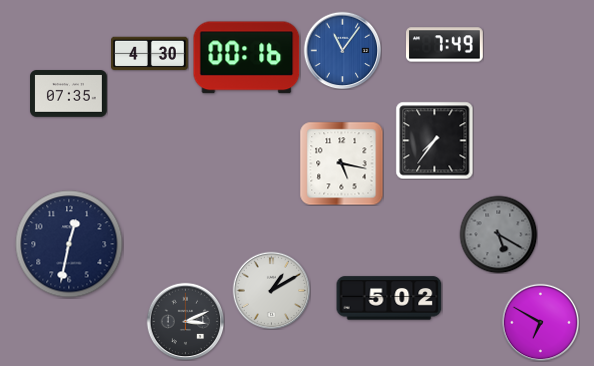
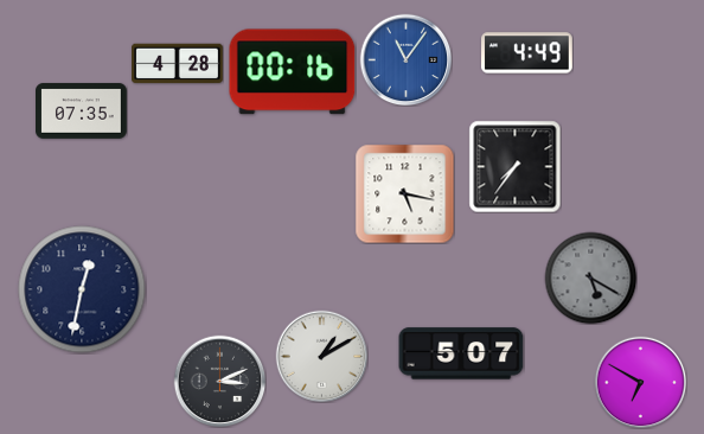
clock at (445, 45): 7:49 -> 4:49
clock at (150, 54): 4:30 -> 4:28
clock at (247, 58) position: (247, 58) -> (293, 72)
clock at (271, 290) position: (271, 290) -> (321, 356)
clock at (389, 298): 5:02 -> 5:07
